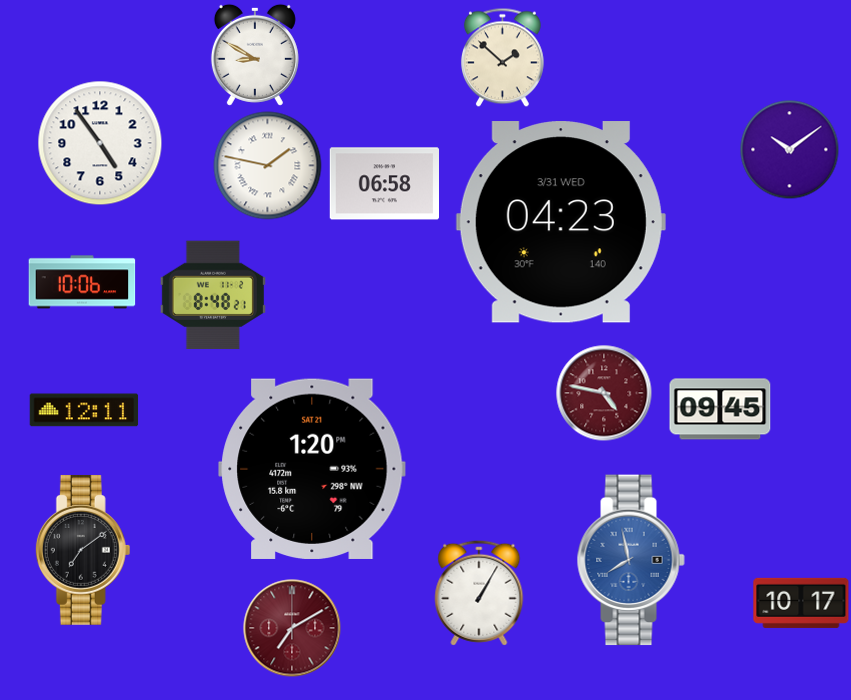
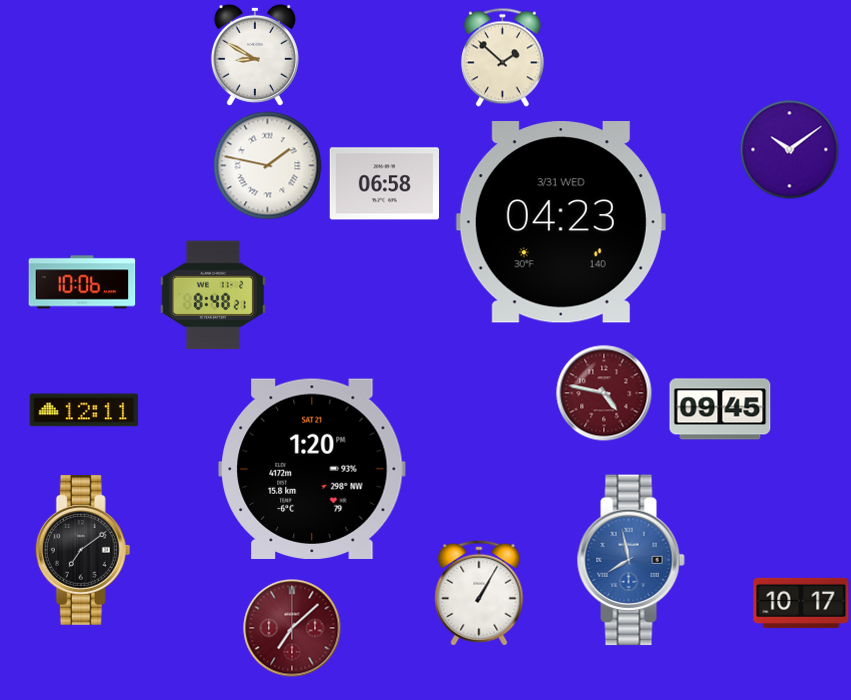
clock at (100, 143): 4:54 -> none
clock at (292, 628): 7:10 -> 7:08
